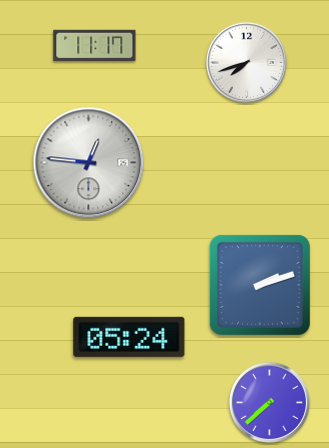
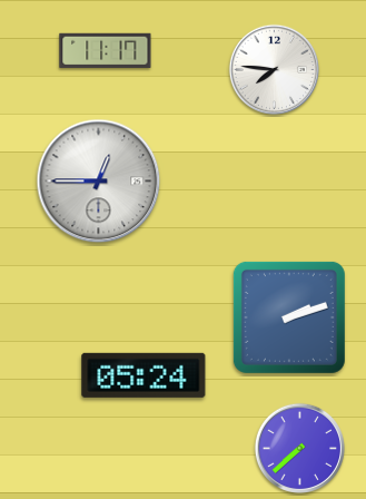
clock at (246, 62): 7:42 -> 7:46
clock at (89, 163): 12:46 -> 12:45
